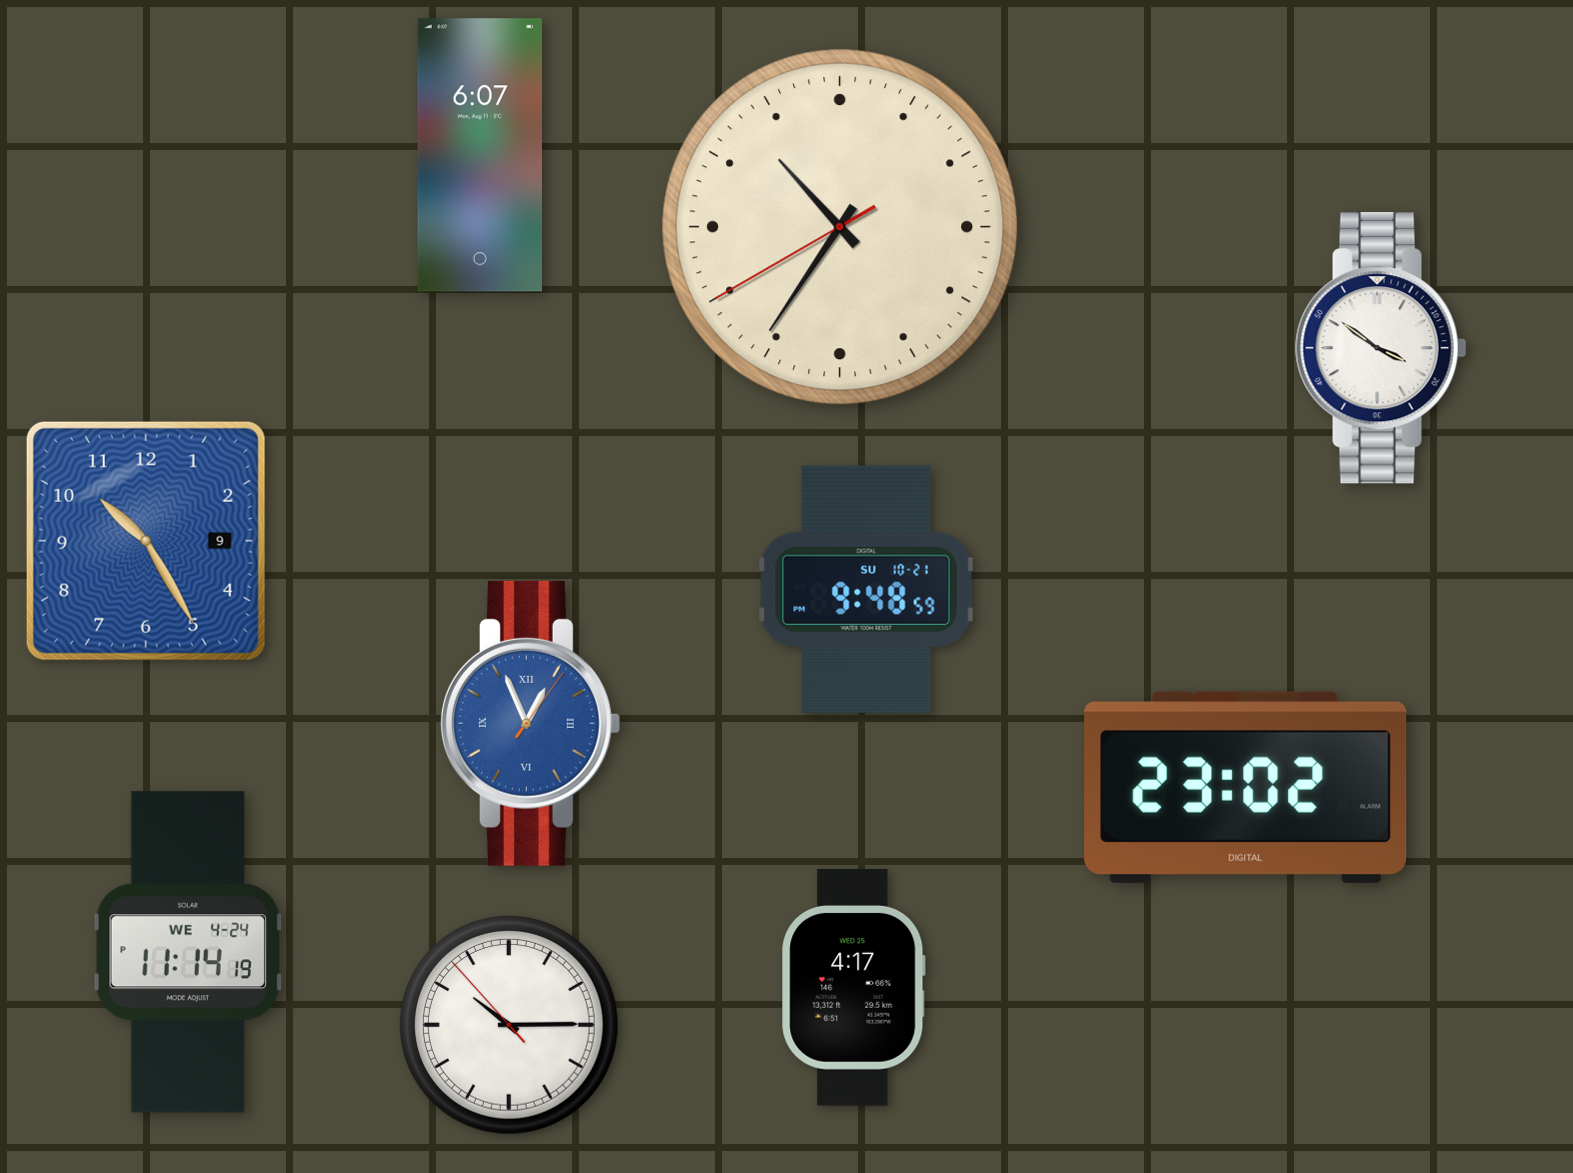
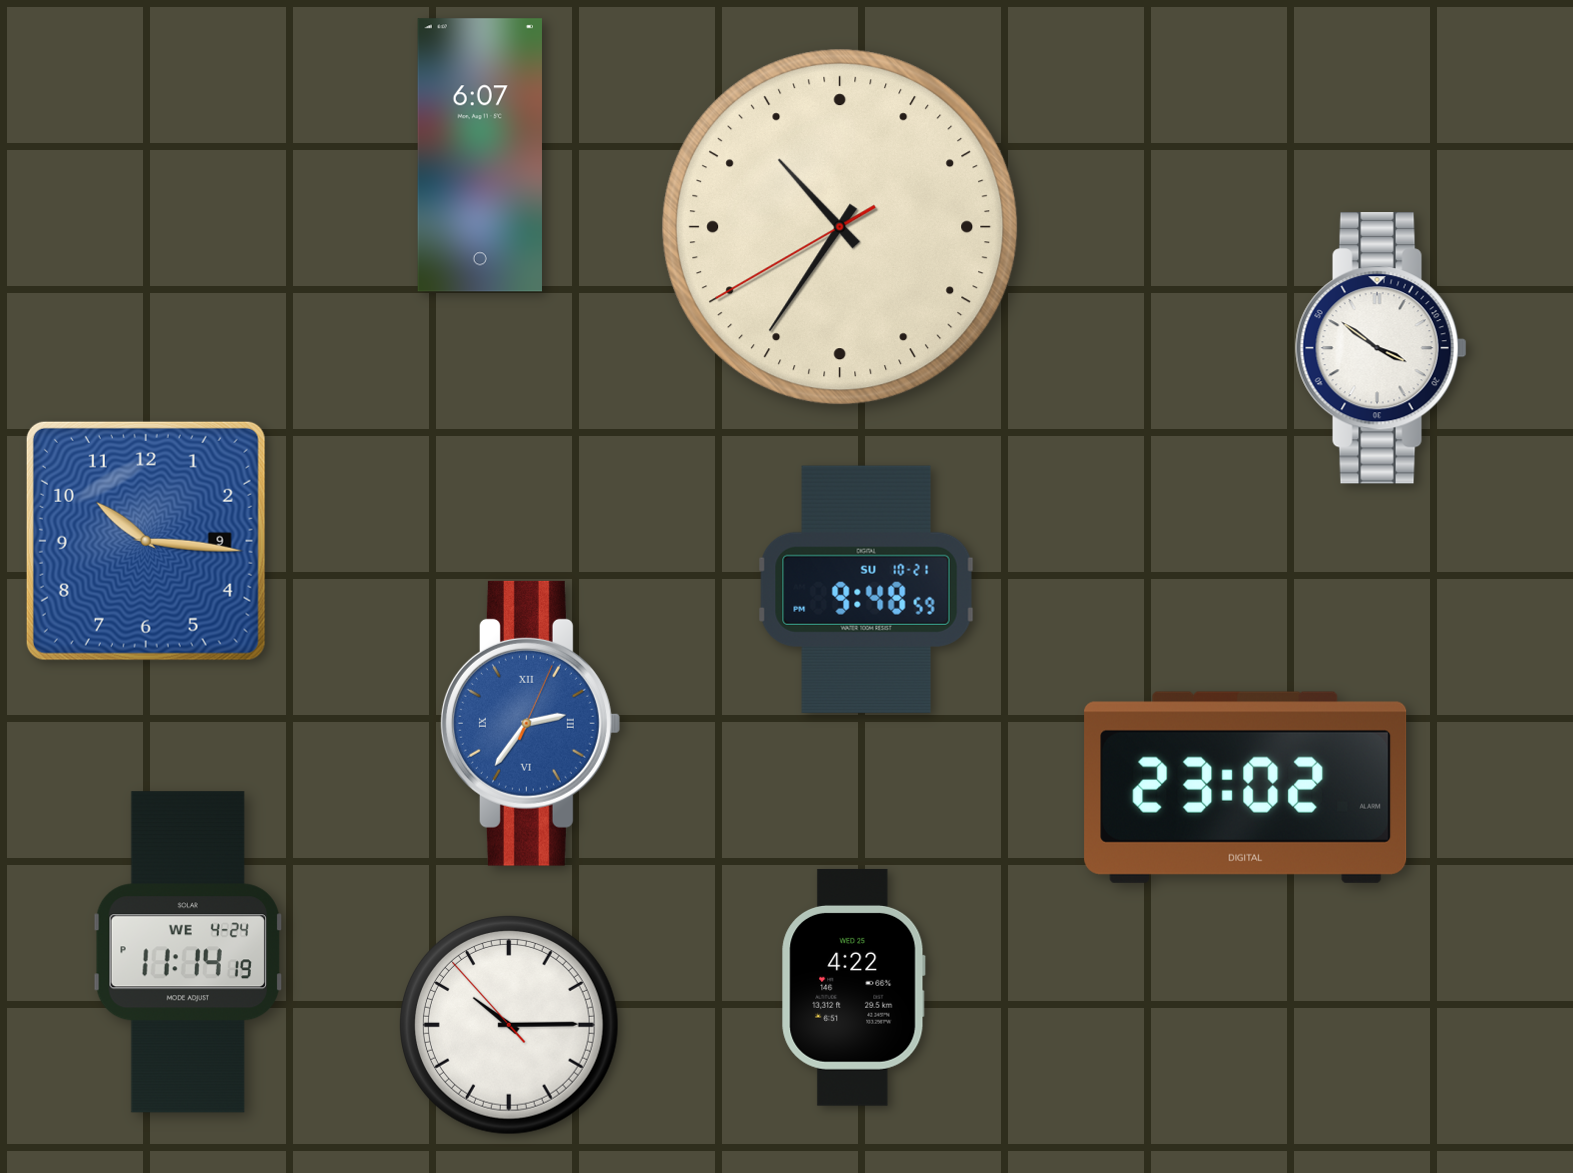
clock at (146, 541): 10:25 -> 10:16
clock at (530, 723): 12:56 -> 2:36
clock at (853, 987): 4:17 -> 4:22
